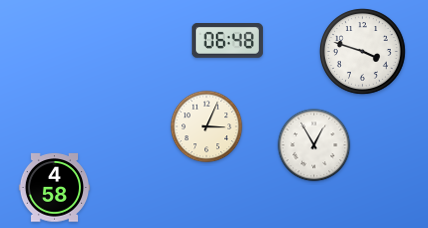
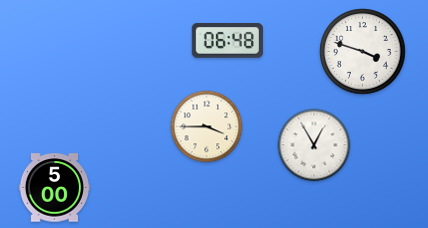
clock at (207, 127): 3:04 -> 3:45
clock at (54, 188): 4:58 -> 5:00
